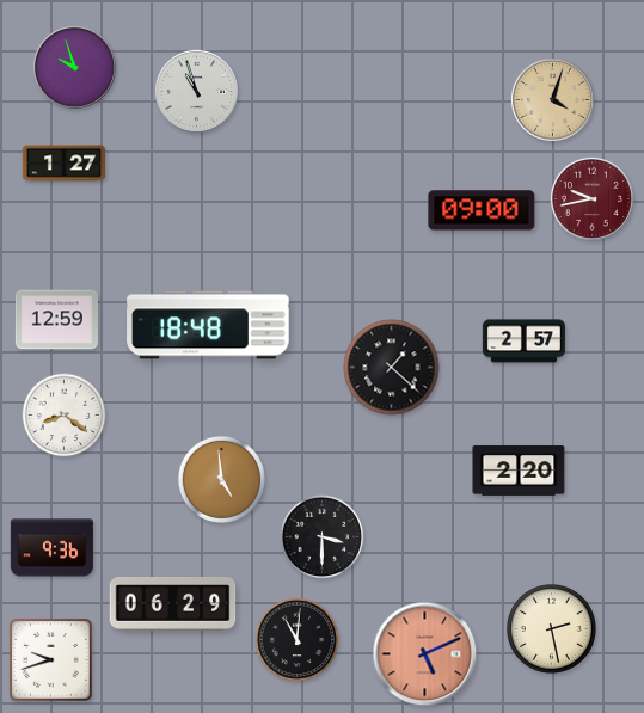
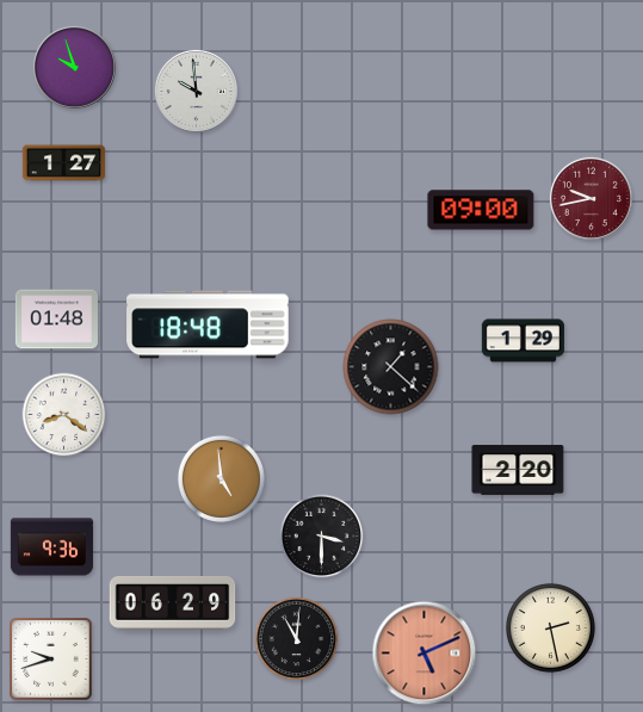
clock at (196, 91): 10:57 -> 9:59
clock at (552, 99): 4:03 -> none
clock at (56, 320): 12:59 -> 01:48
clock at (523, 342): 2:57 -> 1:29
